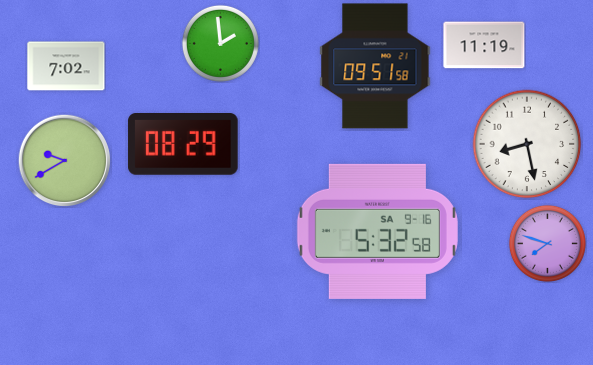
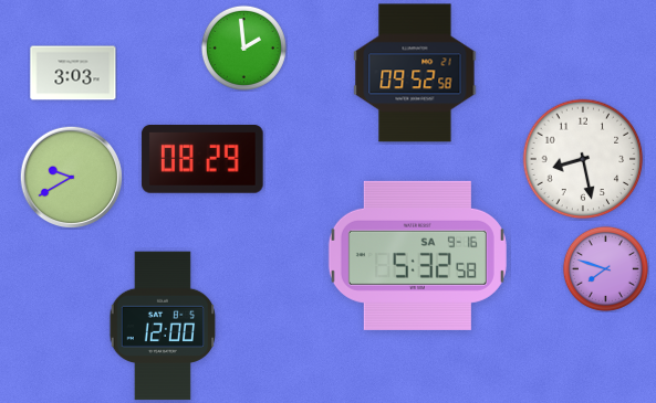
clock at (484, 45): 11:19 -> none
clock at (66, 66): 7:02 -> 3:03
clock at (375, 66): 09:51 -> 09:52
clock at (163, 326): none -> 12:00
